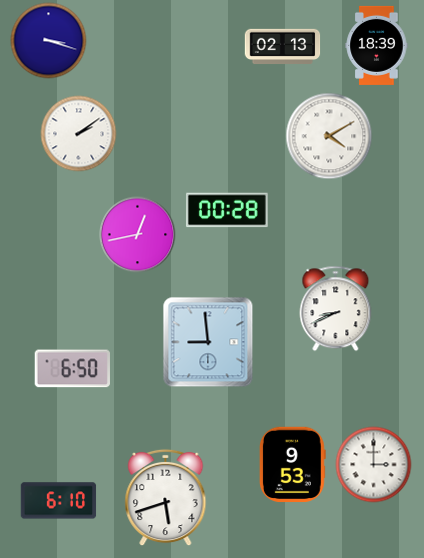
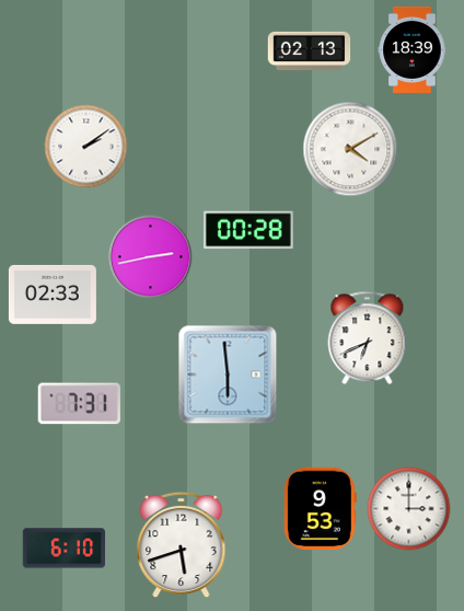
clock at (49, 41): 3:18 -> none
clock at (329, 136) position: (329, 136) -> (350, 149)
clock at (138, 235): 12:43 -> 2:43
clock at (53, 295): none -> 02:33
clock at (336, 309): 8:41 -> 6:41
clock at (208, 342): 8:59 -> 5:59
clock at (72, 369): 6:50 -> 7:31
